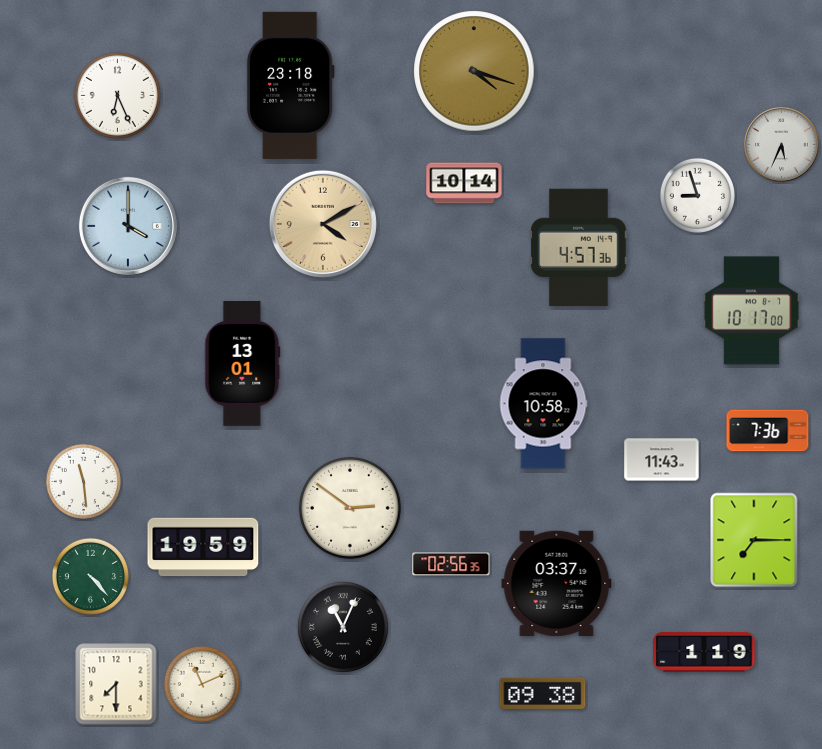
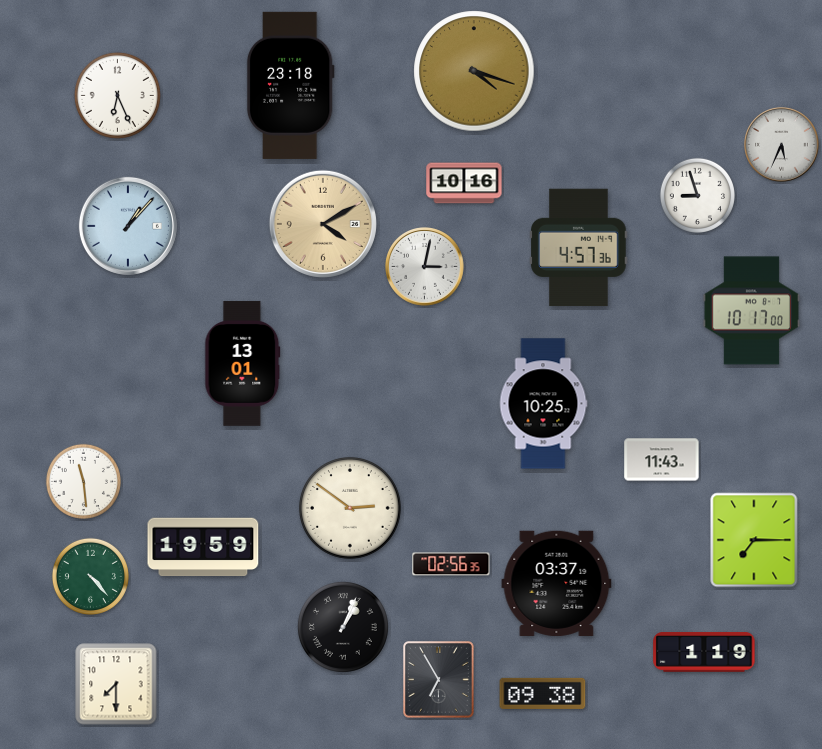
clock at (464, 183): 10:14 -> 10:16
clock at (128, 226): 4:00 -> 1:07
clock at (425, 267): none -> 3:02
clock at (543, 404): 10:58 -> 10:25
clock at (768, 431): 7:36 -> none
clock at (343, 627): 11:04 -> 1:04
clock at (439, 680): none -> 6:55
clock at (202, 684): 11:11 -> none
